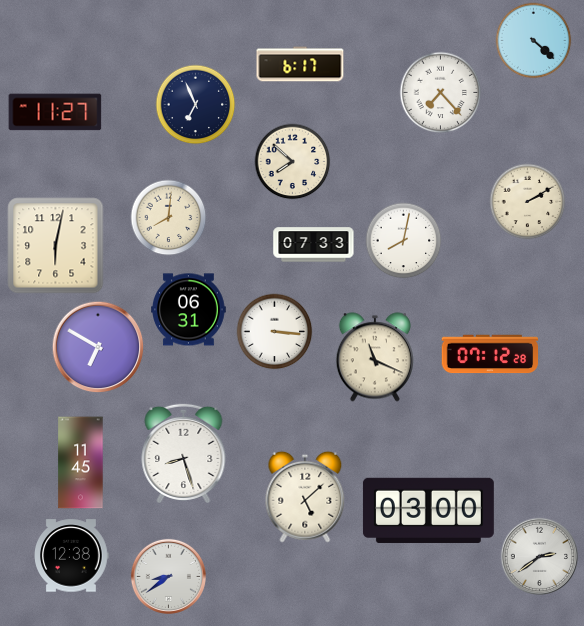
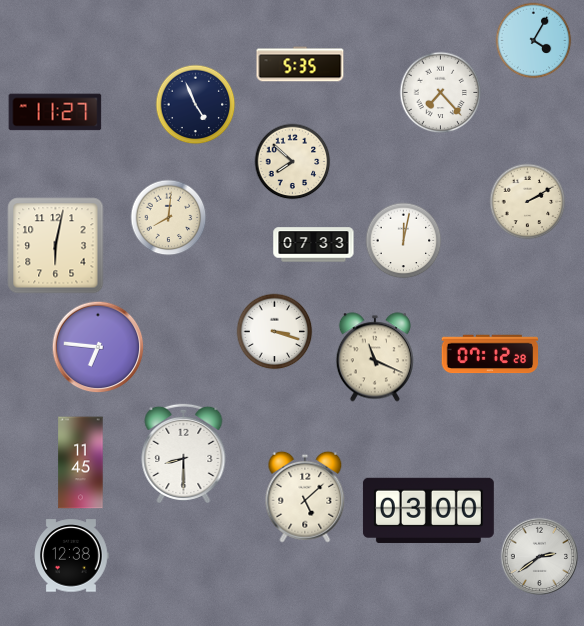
clock at (534, 41): 4:22 -> 4:05
clock at (300, 64): 6:17 -> 5:35
clock at (196, 105): 6:56 -> 4:56
clock at (404, 241): 8:02 -> 12:02
clock at (189, 310): 06:31 -> none
clock at (275, 332): 3:16 -> 3:18
clock at (98, 347): 6:50 -> 6:46
clock at (184, 452): 8:27 -> 8:30
clock at (168, 576): 8:39 -> none
